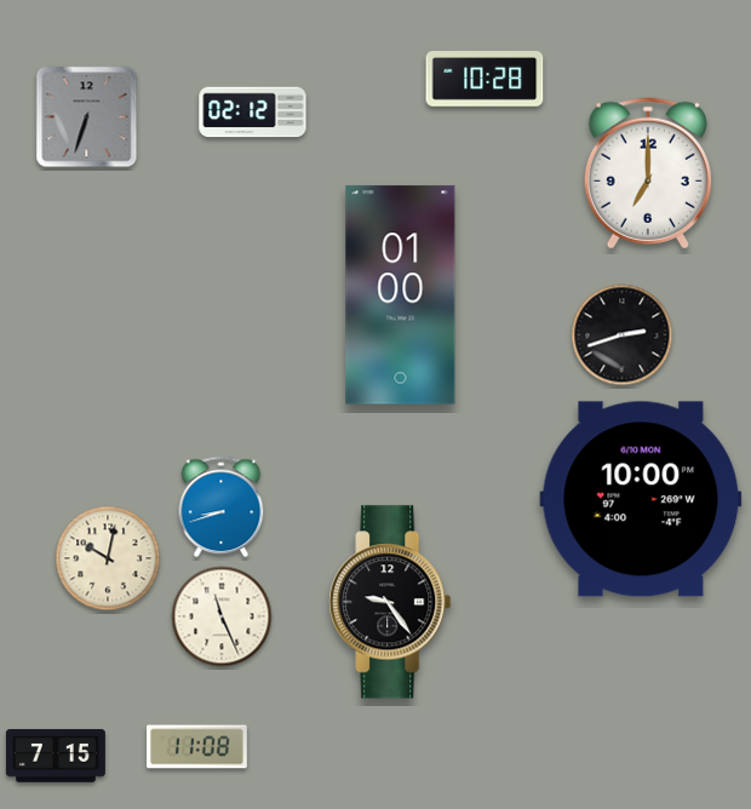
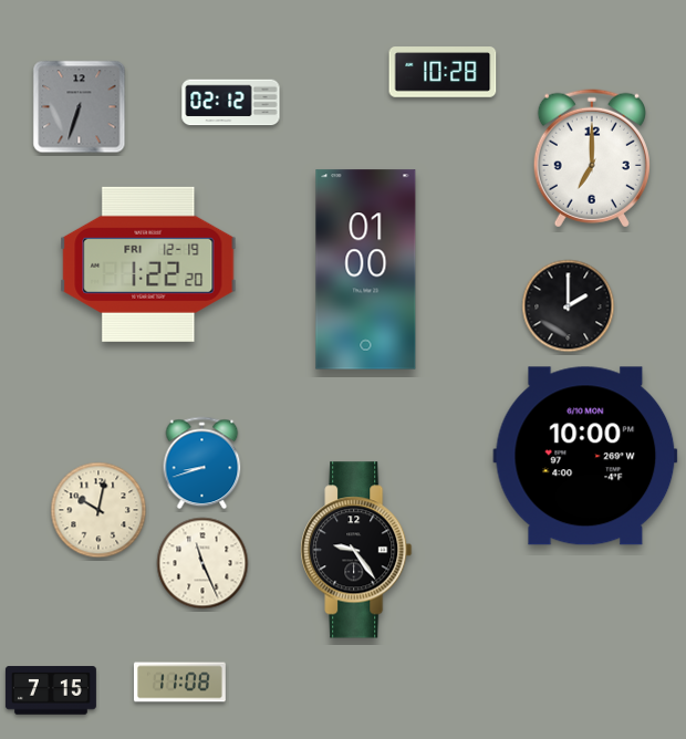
clock at (148, 264): none -> 1:22
clock at (623, 335): 2:42 -> 2:00
